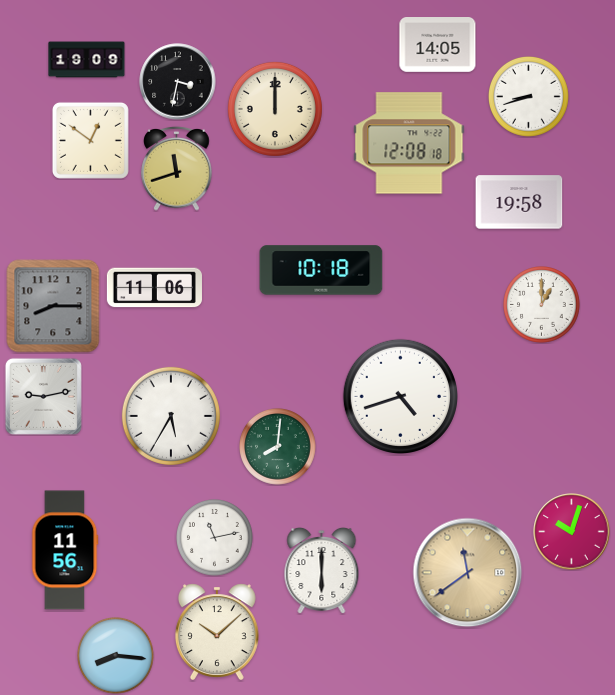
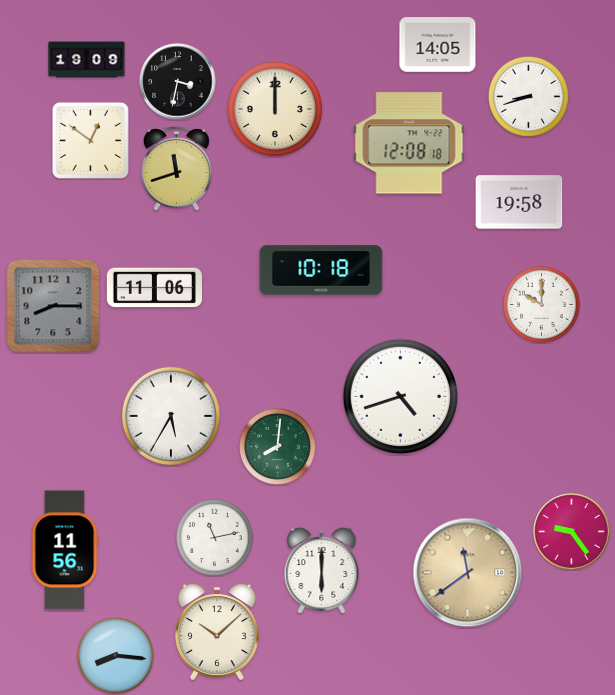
clock at (542, 305): 1:00 -> 10:00
clock at (43, 396): 9:13 -> none
clock at (572, 532): 10:03 -> 9:24
